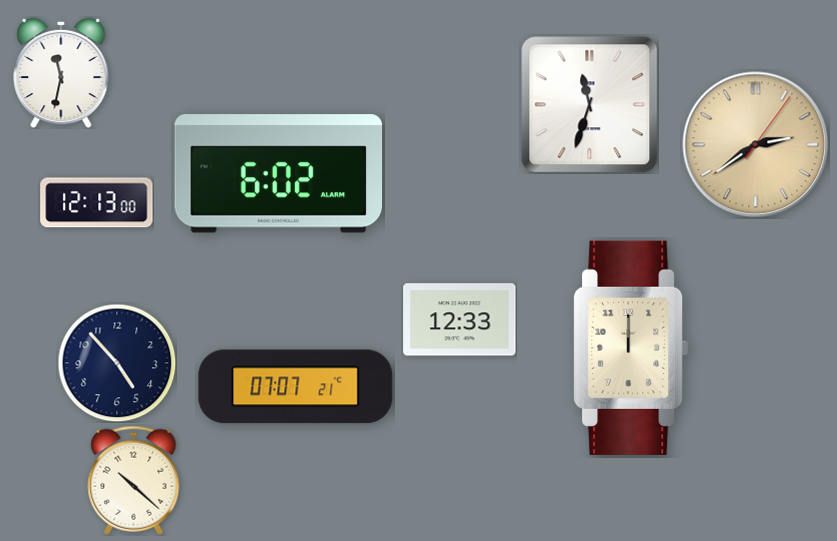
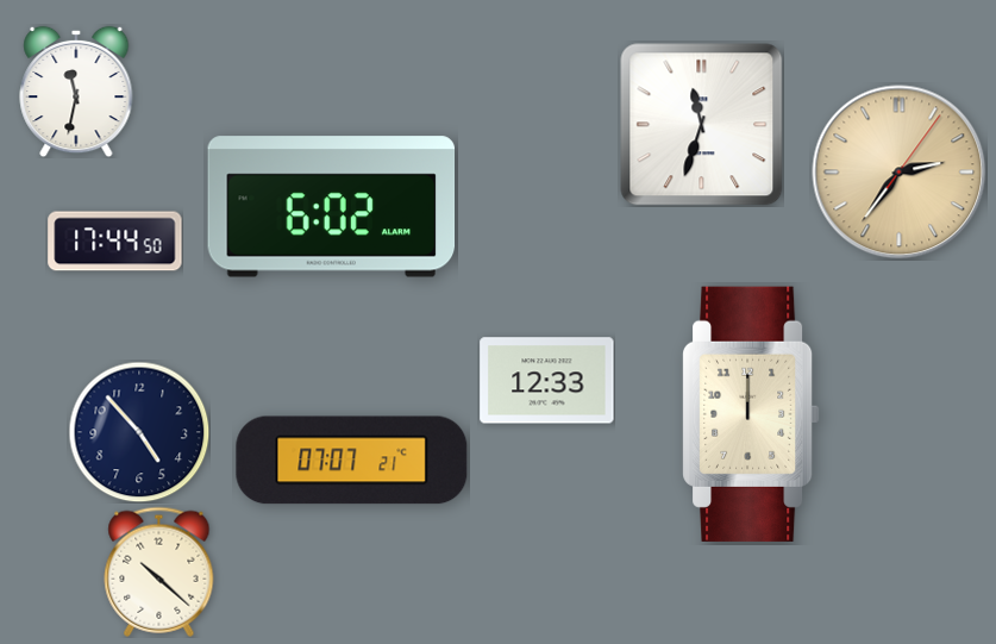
clock at (61, 73) position: (61, 73) -> (76, 92)
clock at (756, 145): 2:39 -> 2:36
clock at (97, 203): 12:13 -> 17:44
